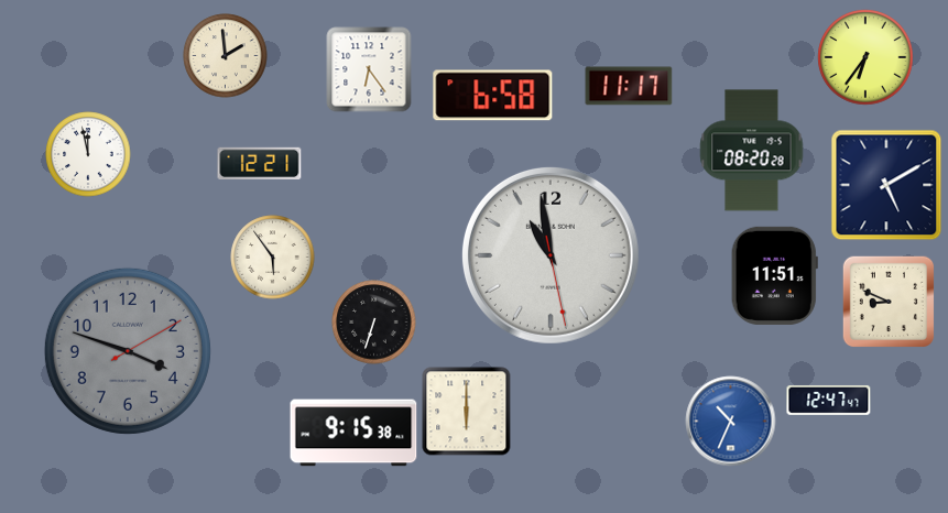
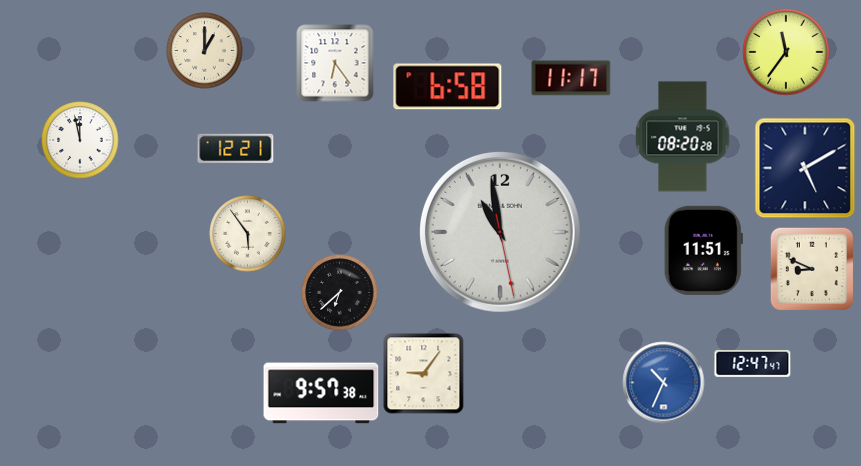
clock at (226, 56): 1:59 -> 1:00
clock at (865, 57): 6:36 -> 11:36
clock at (887, 301) position: (887, 301) -> (811, 268)
clock at (374, 323): 6:33 -> 6:38
clock at (128, 351): 3:48 -> none
clock at (467, 412): 6:00 -> 9:06
clock at (353, 433): 9:15 -> 9:57
